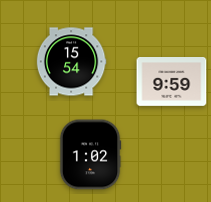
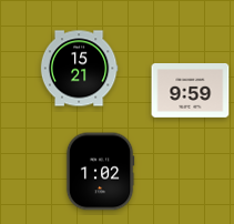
clock at (71, 62): 15:54 -> 15:21
